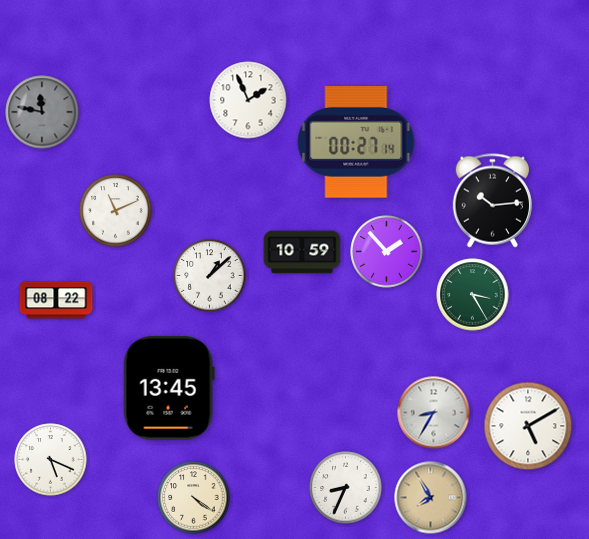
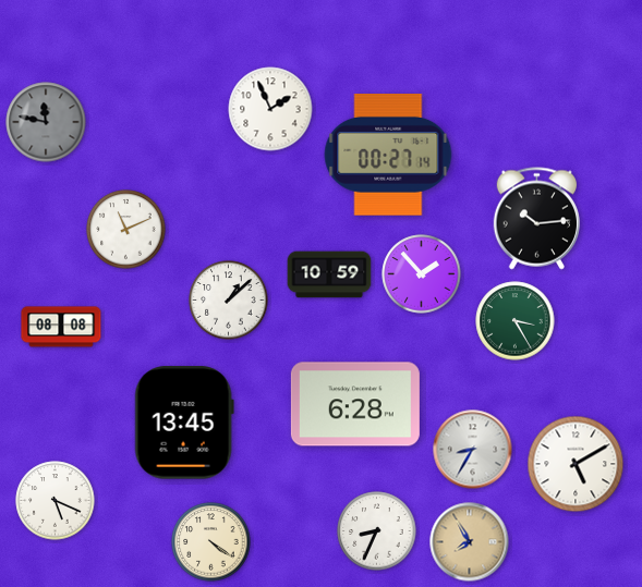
clock at (56, 300): 08:22 -> 08:08
clock at (355, 404): none -> 6:28
